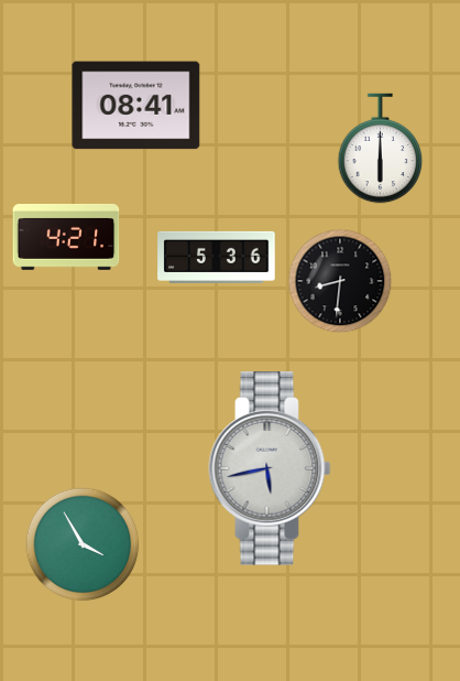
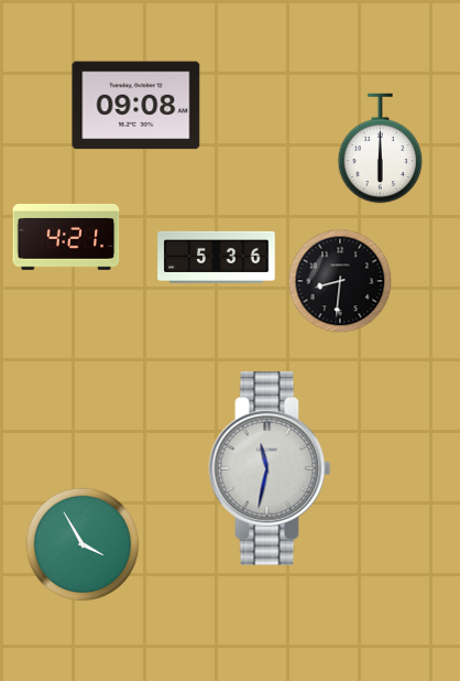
clock at (136, 106): 08:41 -> 09:08
clock at (270, 468): 5:43 -> 11:32
